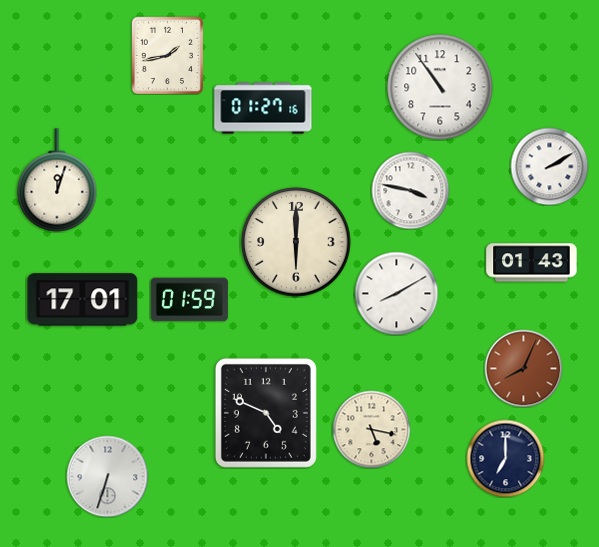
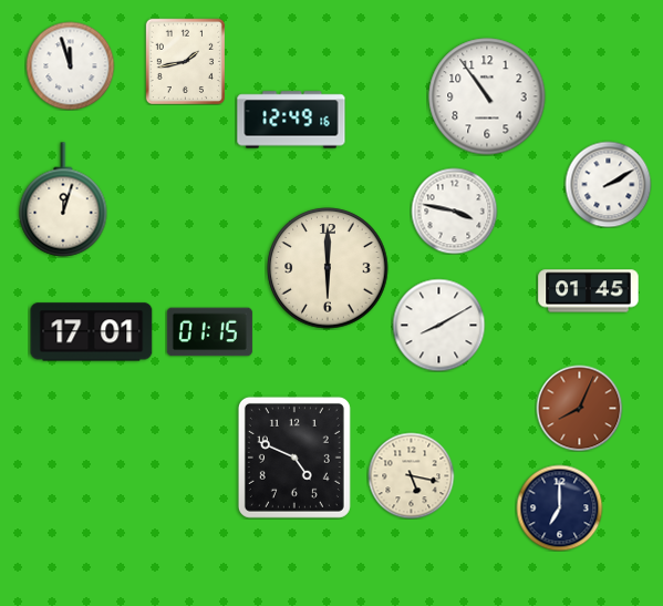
clock at (70, 65): none -> 11:57
clock at (263, 108): 01:27 -> 12:49
clock at (532, 263): 01:43 -> 01:45
clock at (189, 300): 01:59 -> 01:15
clock at (107, 476): 6:33 -> none
